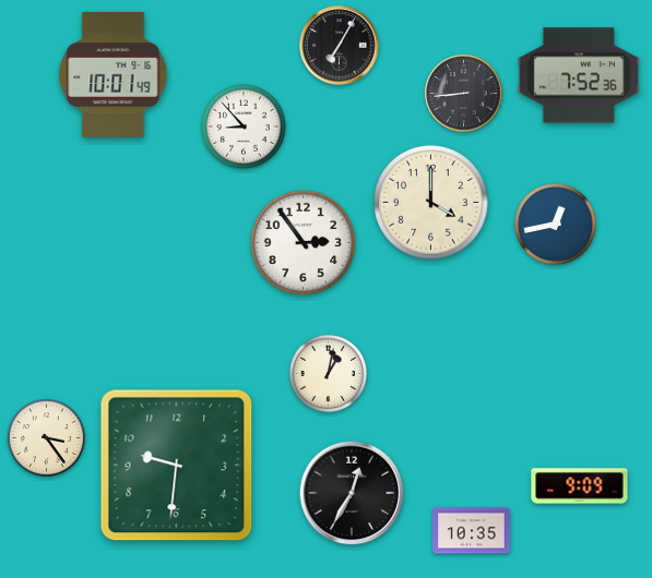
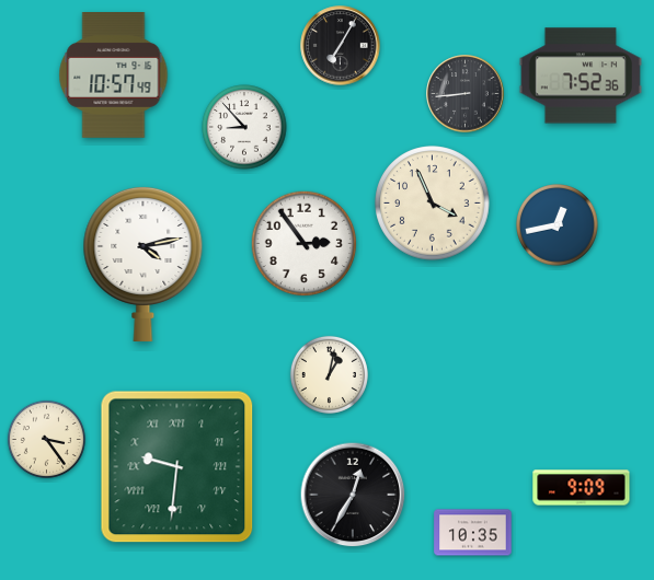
clock at (114, 75): 10:01 -> 10:57
clock at (431, 203): 4:00 -> 3:56
clock at (144, 264): none -> 4:13
clock at (177, 466) numerals: Arabic -> Roman
